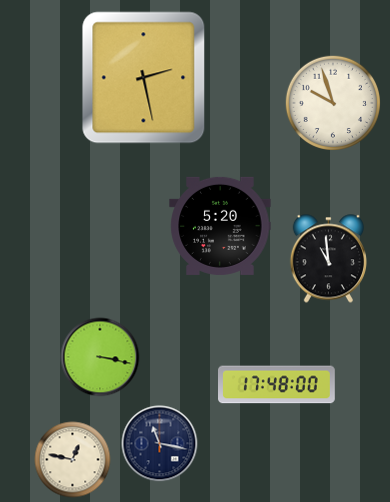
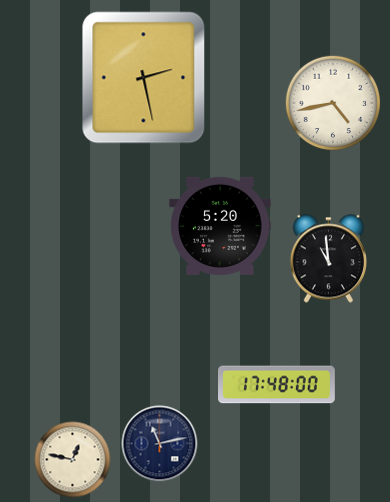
clock at (332, 102): 9:57 -> 4:43
clock at (100, 357): 3:17 -> none
clock at (160, 444): 11:17 -> 11:13
